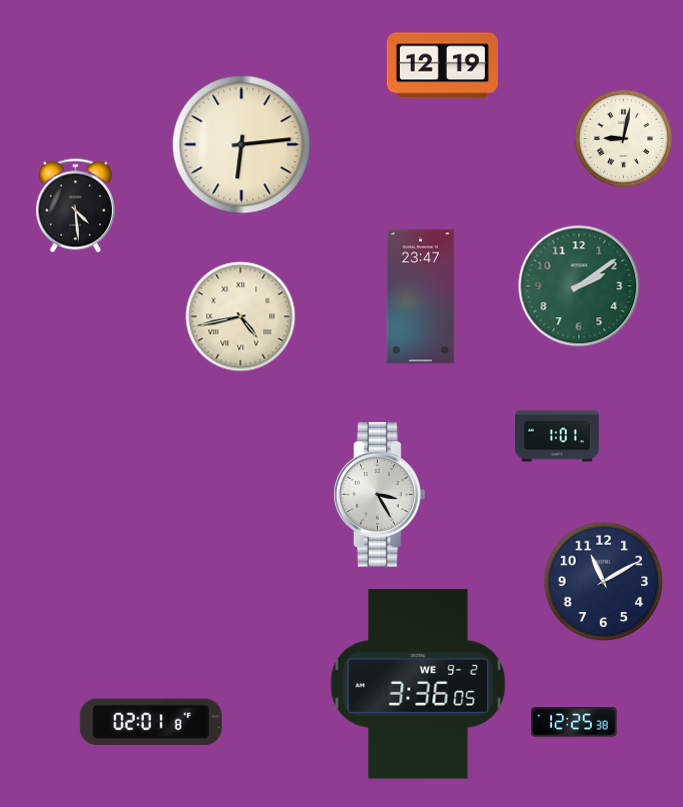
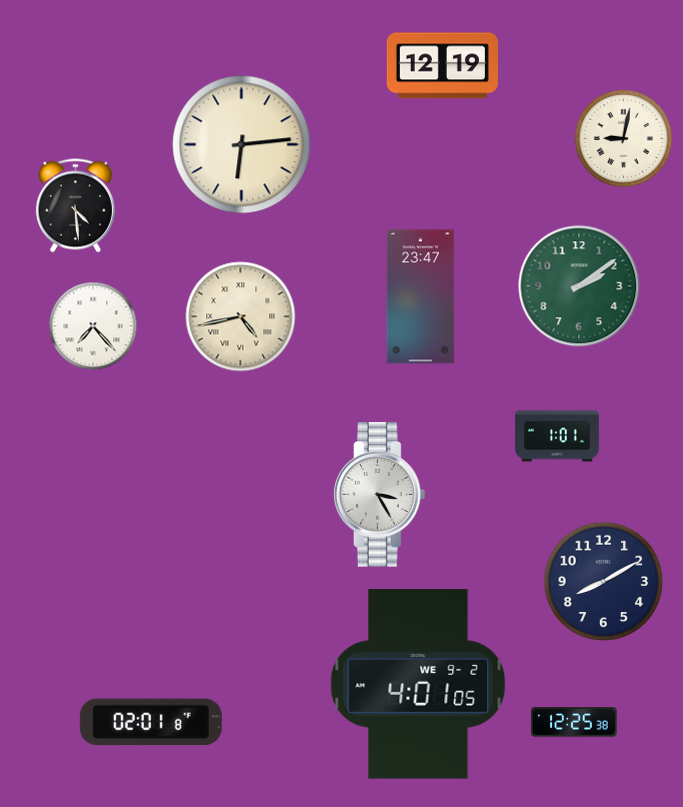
clock at (93, 326): none -> 7:23
clock at (604, 582): 11:10 -> 8:10
clock at (418, 684): 3:36 -> 4:01
